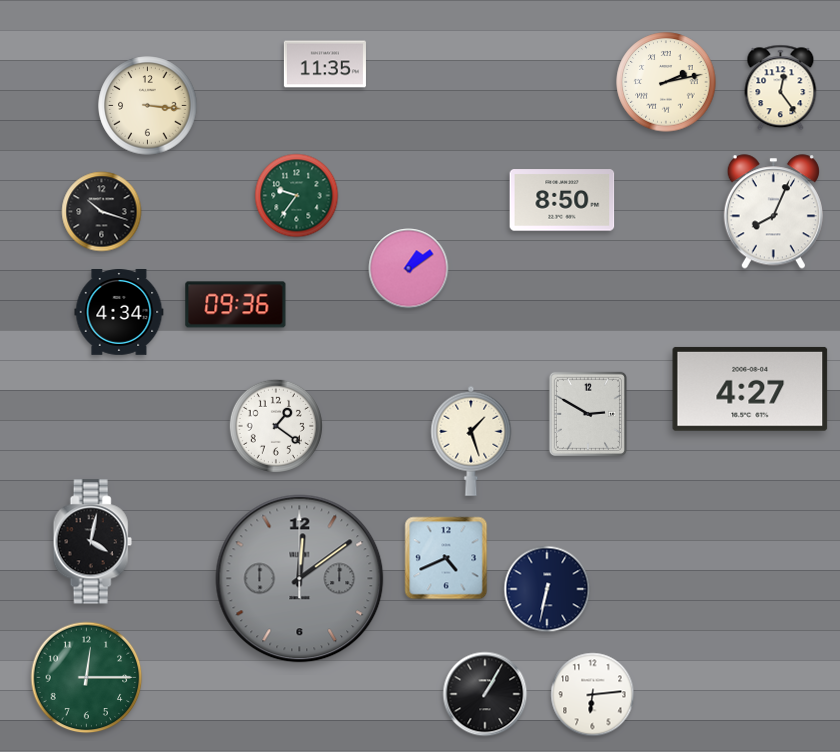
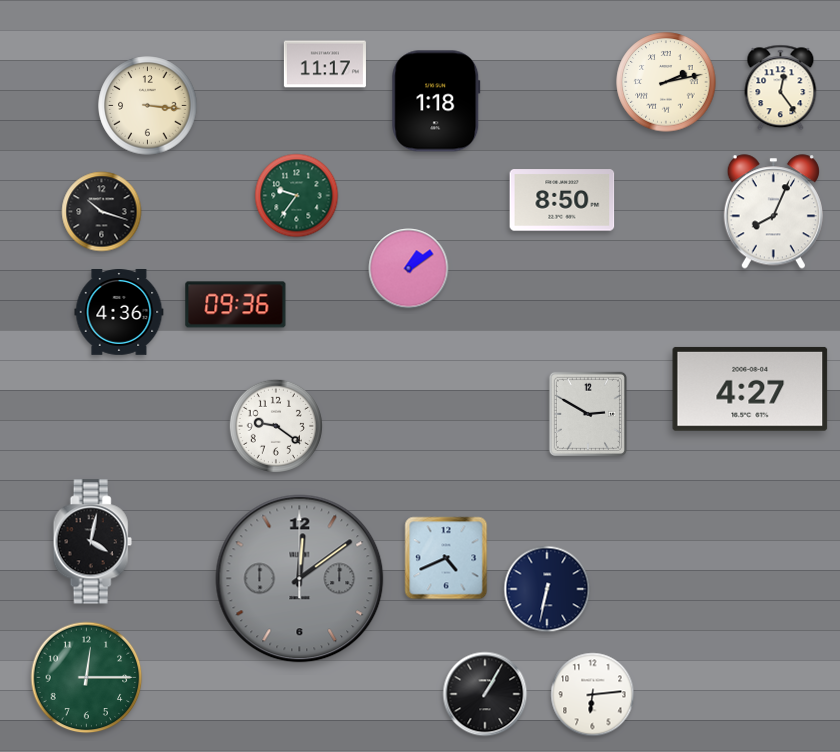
clock at (325, 64): 11:35 -> 11:17
clock at (436, 101): none -> 1:18
clock at (119, 313): 4:34 -> 4:36
clock at (275, 425): 1:21 -> 9:21
clock at (471, 441): 1:27 -> none
